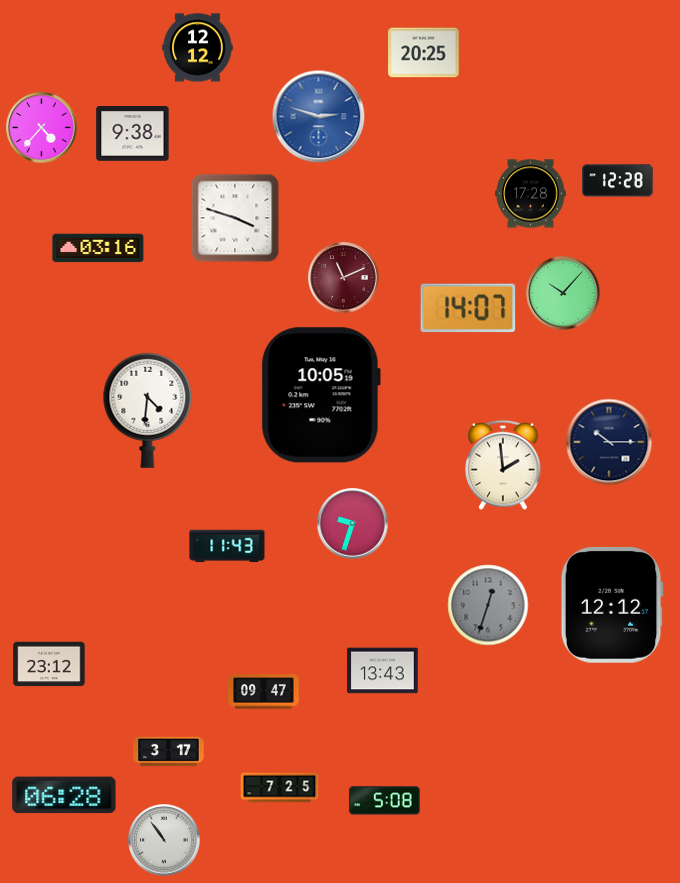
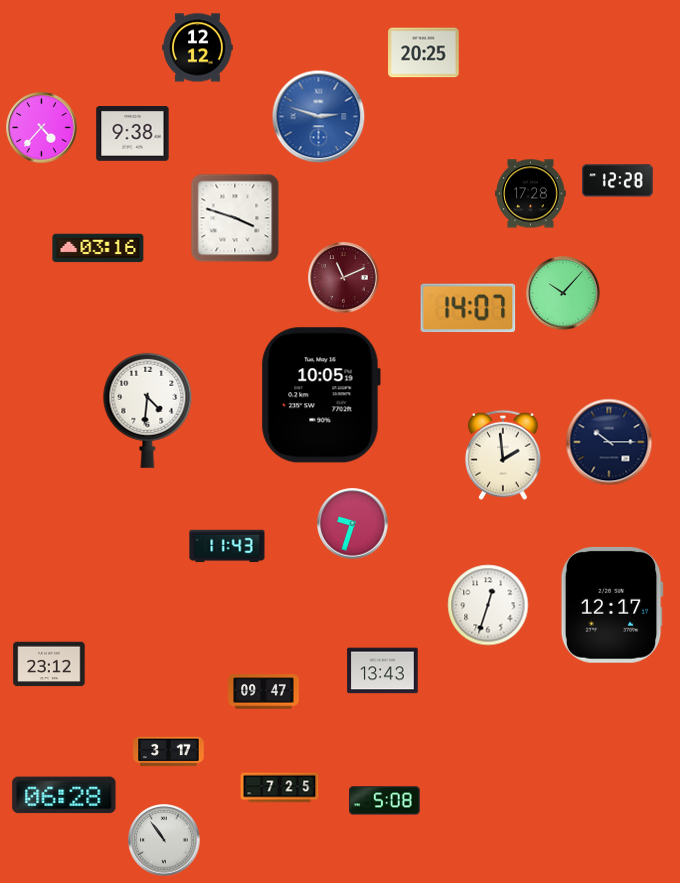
clock at (503, 465) position: (503, 465) -> (503, 455)
clock at (488, 605) dial: grey -> white
clock at (612, 605): 12:12 -> 12:17
